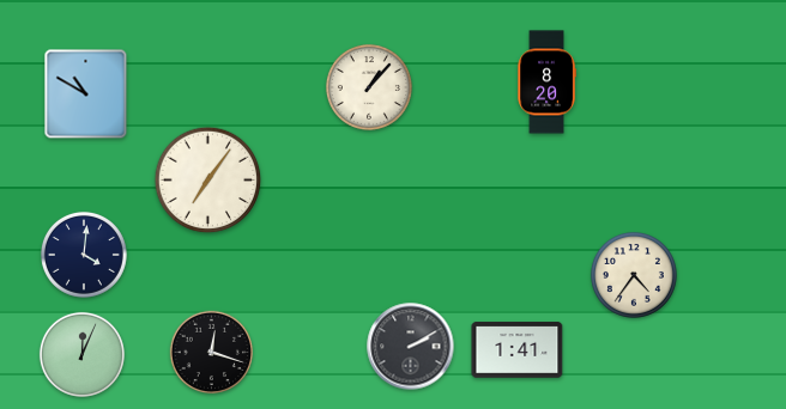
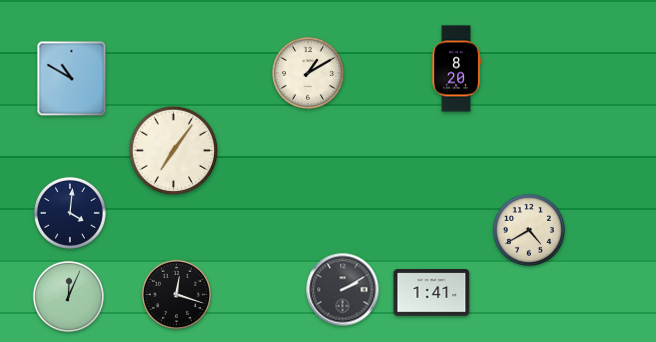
clock at (369, 87): 1:07 -> 1:10
clock at (634, 275): 4:36 -> 4:40
